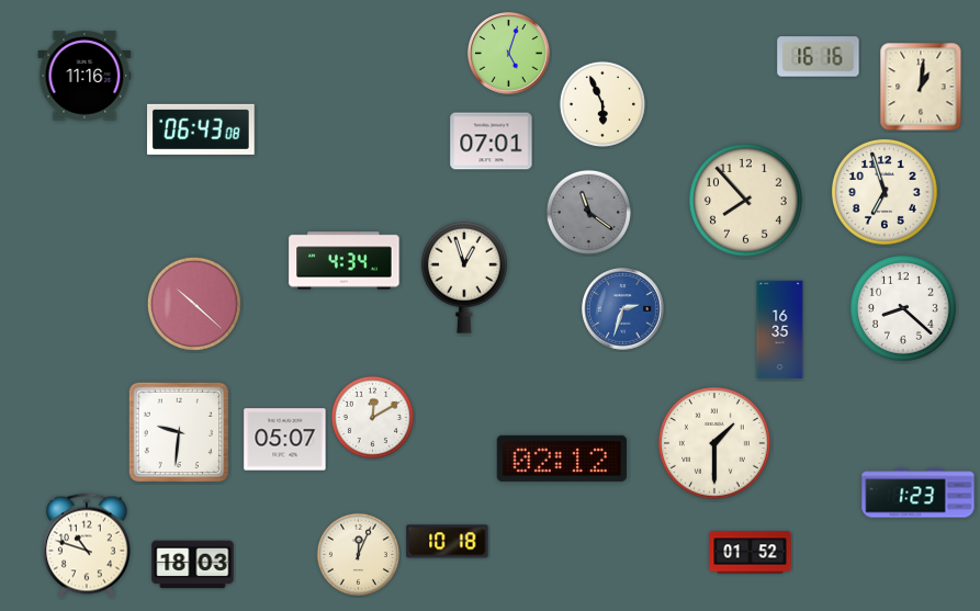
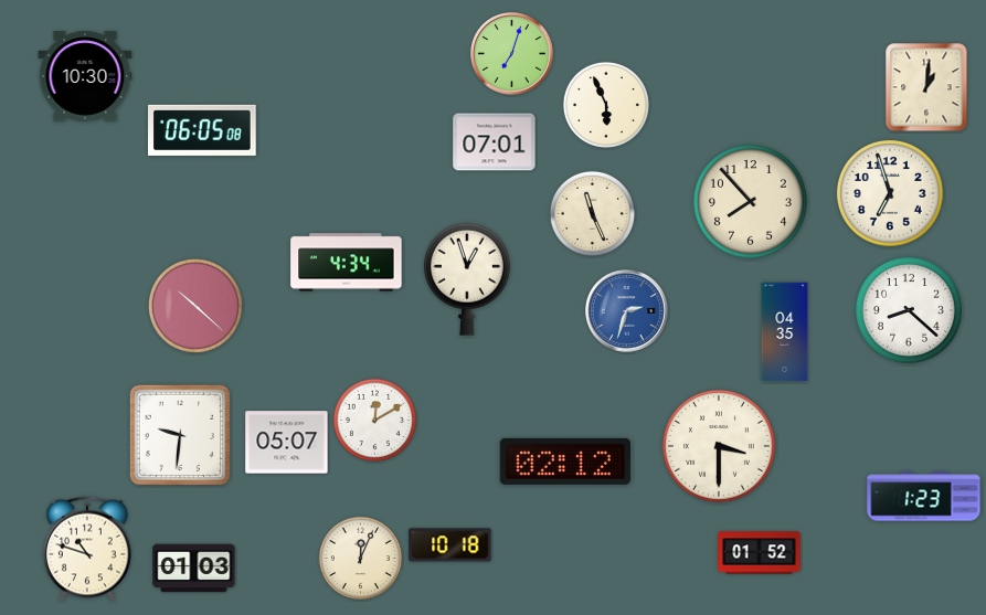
clock at (509, 54): 5:03 -> 7:03
clock at (819, 57): 16:16 -> none
clock at (85, 76): 11:16 -> 10:30
clock at (202, 129): 06:43 -> 06:05
clock at (588, 212): 11:21 -> 11:26
clock at (588, 212) dial: grey -> cream
clock at (780, 330): 16:35 -> 04:35
clock at (716, 444): 1:30 -> 3:30
clock at (751, 553) position: (751, 553) -> (760, 553)
clock at (193, 565): 18:03 -> 01:03
